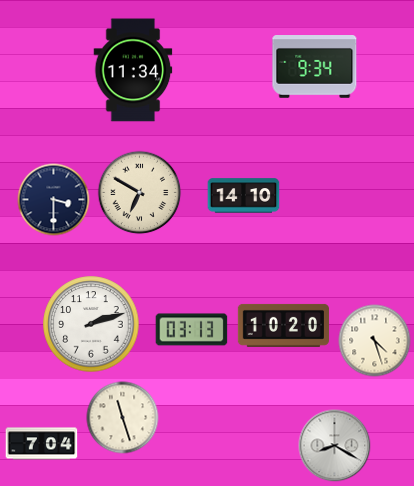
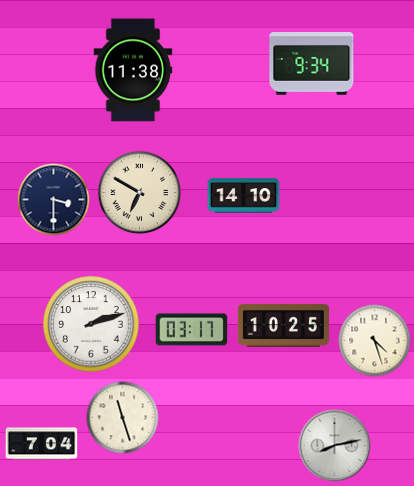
clock at (315, 67) position: (315, 67) -> (312, 64)
clock at (133, 70): 11:34 -> 11:38
clock at (283, 325): 10:20 -> 10:25
clock at (192, 330): 03:13 -> 03:17
clock at (335, 446): 8:20 -> 8:13
